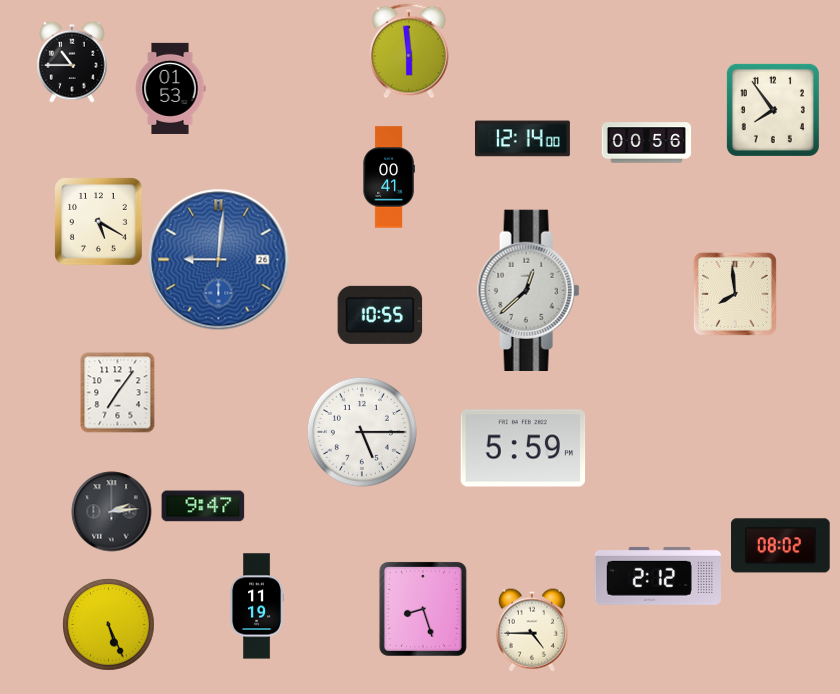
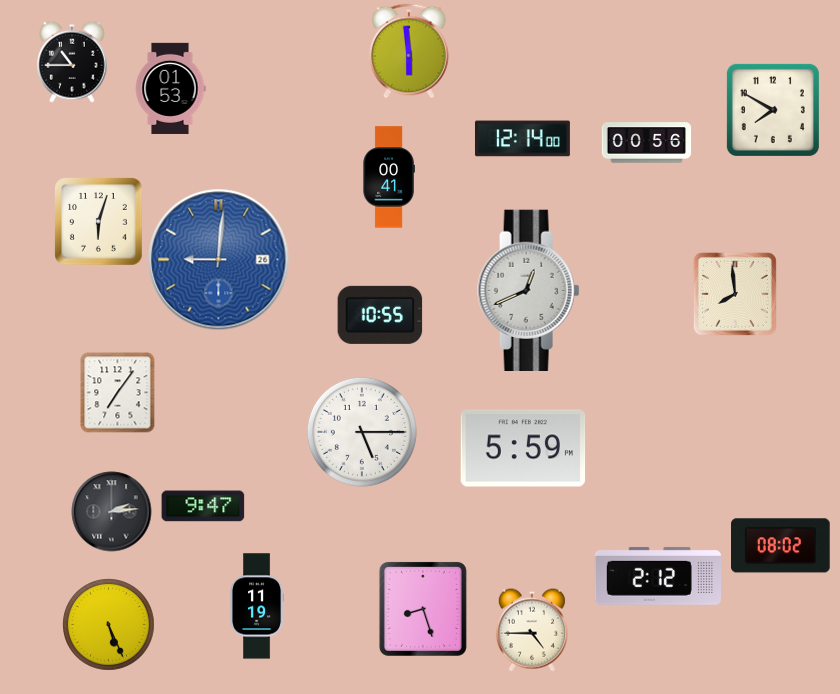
clock at (773, 110): 7:54 -> 7:50
clock at (99, 222): 5:20 -> 6:03
clock at (529, 290): 12:38 -> 12:41
